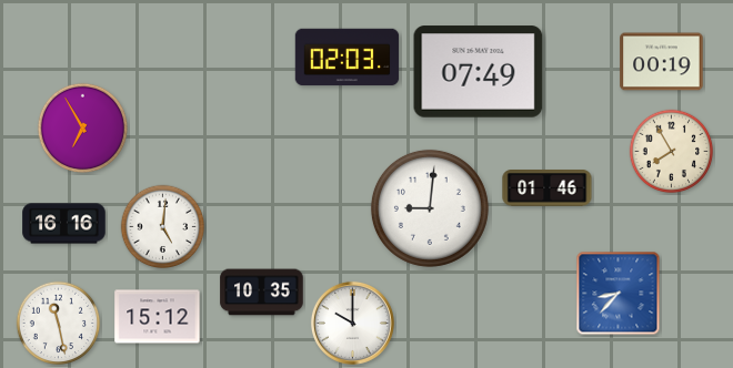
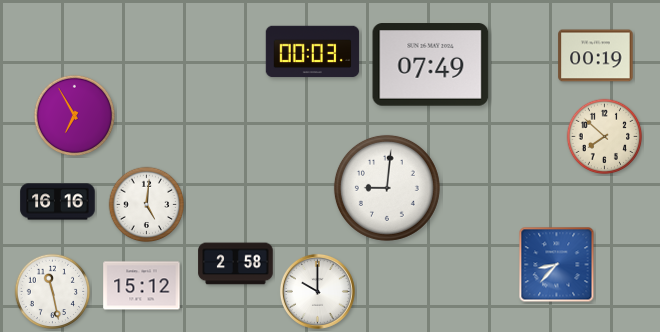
clock at (348, 58): 02:03 -> 00:03
clock at (672, 152): 7:55 -> 7:52
clock at (548, 188): 01:46 -> none
clock at (262, 293): 10:35 -> 2:58
